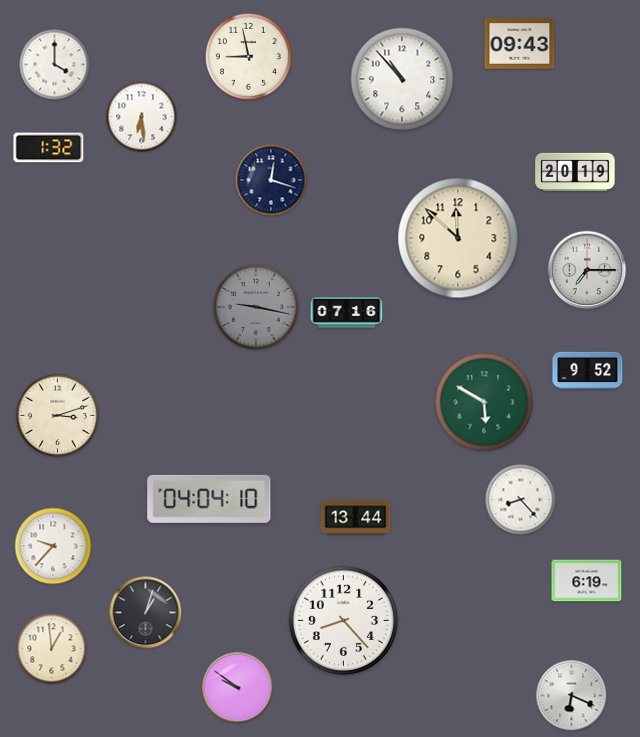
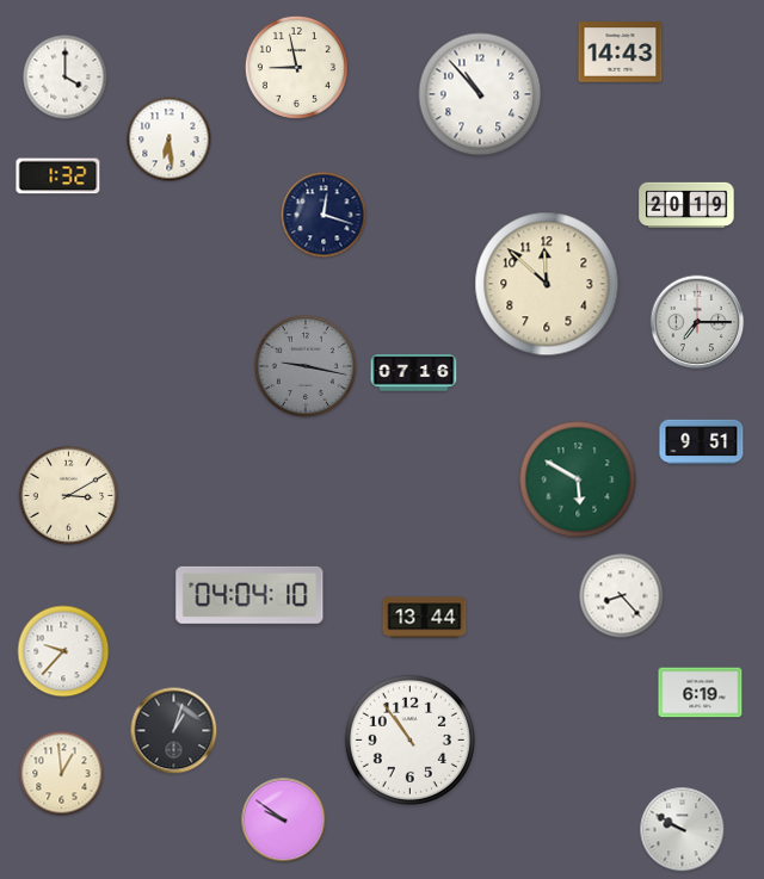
clock at (520, 44): 09:43 -> 14:43
clock at (587, 270) position: (587, 270) -> (697, 322)
clock at (588, 371): 9:52 -> 9:51
clock at (58, 416): 3:12 -> 3:10
clock at (343, 620): 8:23 -> 10:54
clock at (572, 696): 6:19 -> 9:50
